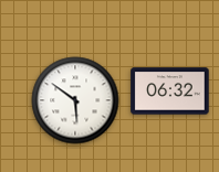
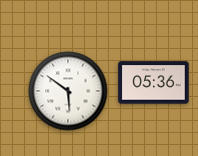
clock at (170, 92): 06:32 -> 05:36
